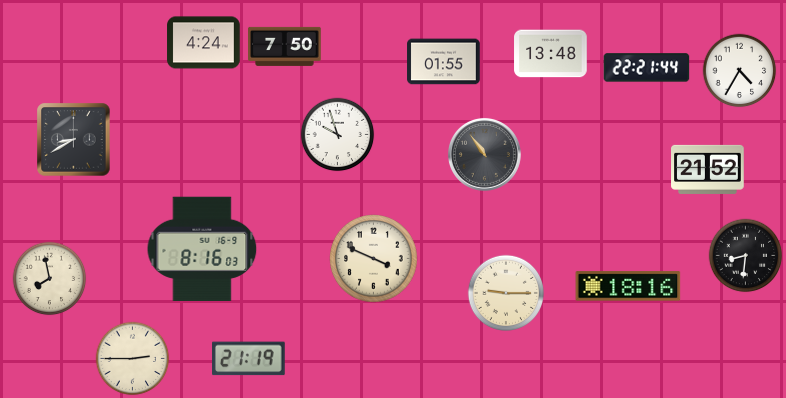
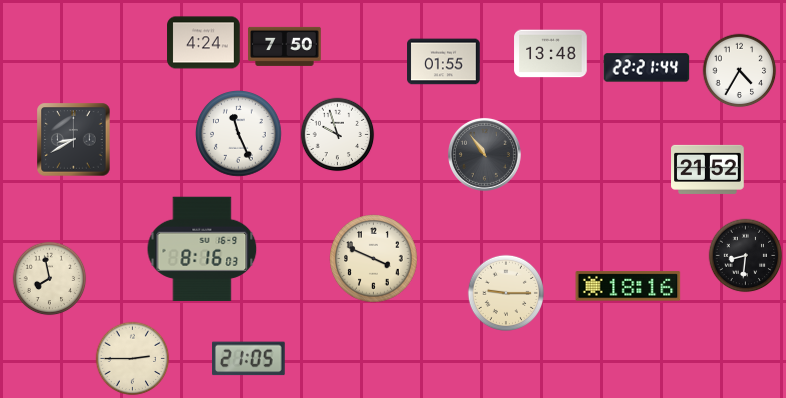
clock at (239, 134): none -> 11:26
clock at (249, 359): 21:19 -> 21:05
